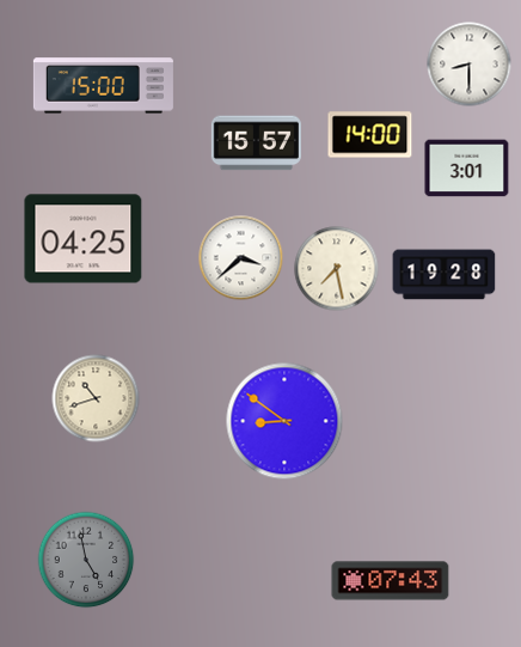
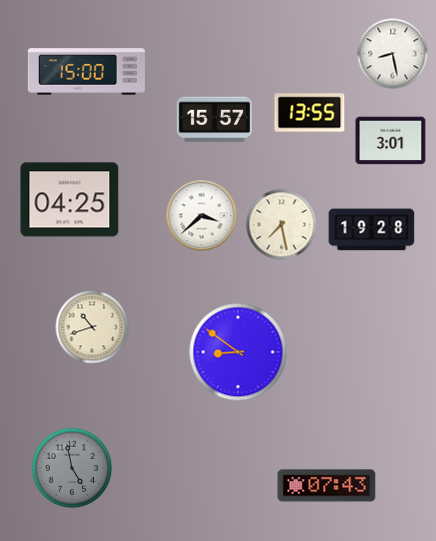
clock at (470, 65): 8:30 -> 8:28
clock at (370, 135): 14:00 -> 13:55
clock at (96, 398) position: (96, 398) -> (92, 327)
